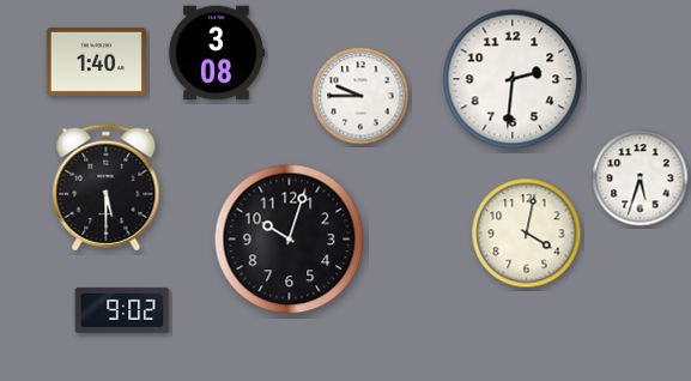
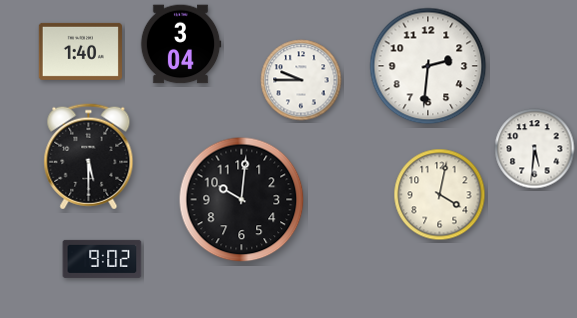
clock at (217, 53): 3:08 -> 3:04
clock at (641, 179): 5:33 -> 5:31
clock at (290, 240): 10:03 -> 10:01
